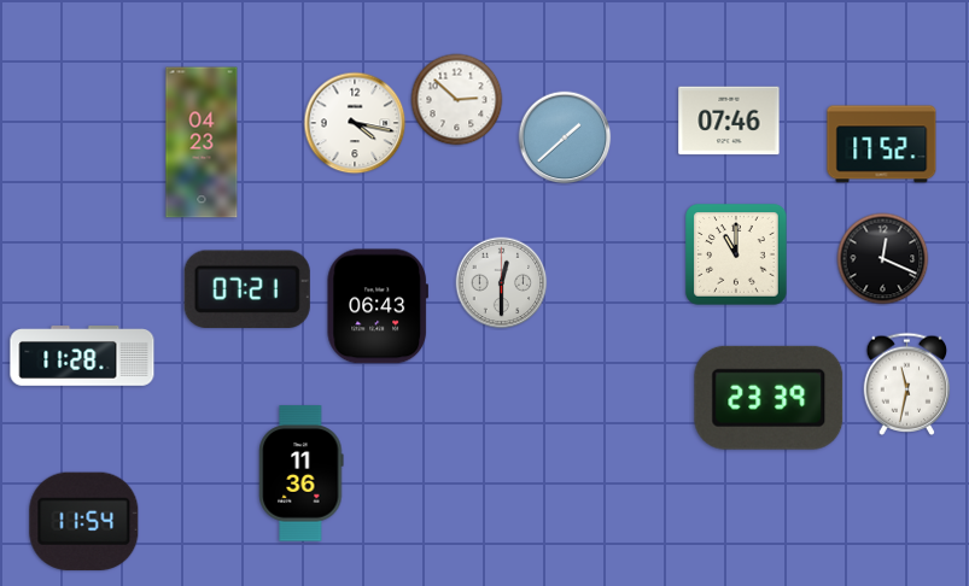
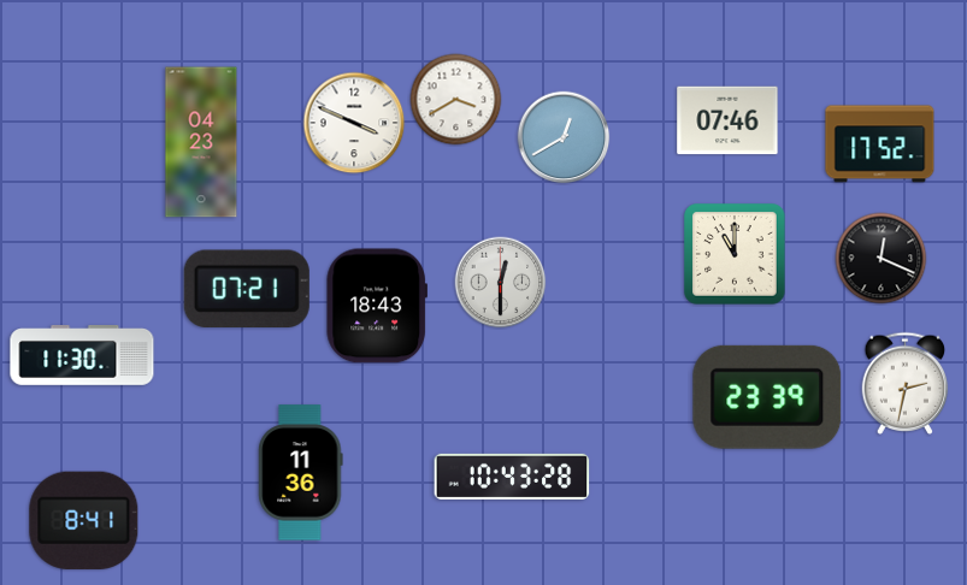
clock at (457, 100): 2:52 -> 3:40
clock at (355, 123): 4:17 -> 3:49
clock at (565, 137): 1:38 -> 12:40
clock at (376, 306): 06:43 -> 18:43
clock at (82, 357): 11:28 -> 11:30
clock at (907, 383): 11:32 -> 2:32
clock at (512, 477): none -> 10:43
clock at (84, 521): 11:54 -> 8:41
